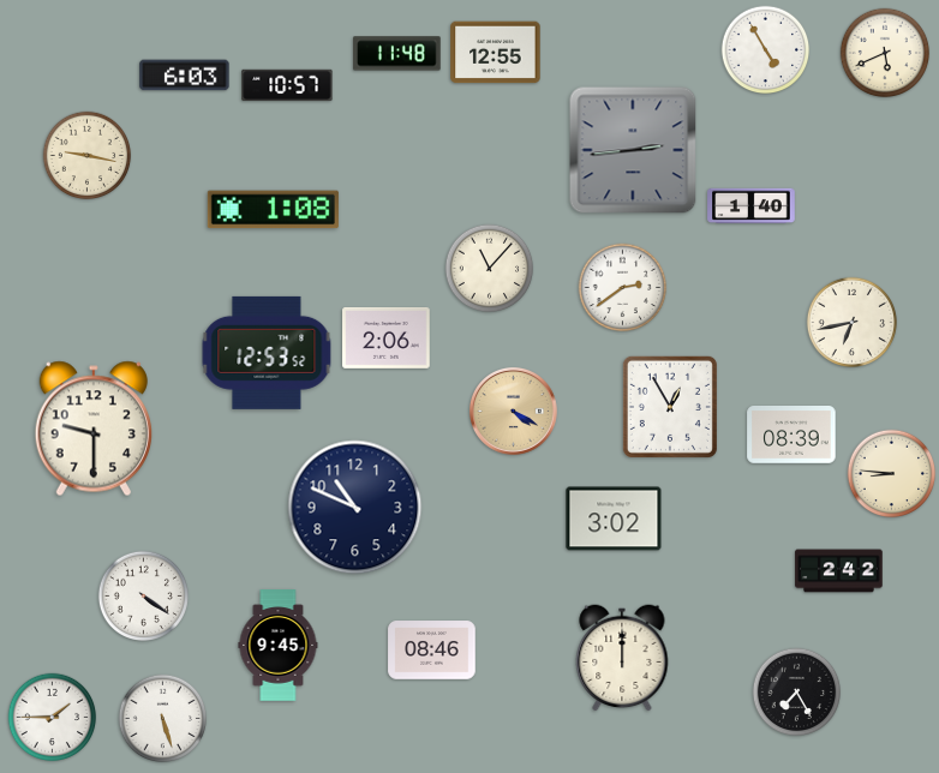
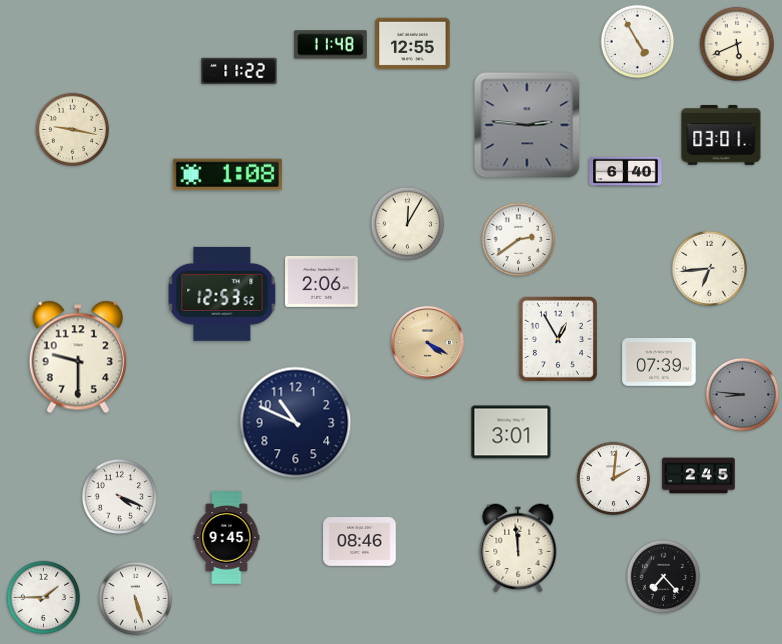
clock at (185, 76): 6:03 -> none
clock at (287, 85): 10:57 -> 11:22
clock at (633, 150): 2:44 -> 2:46
clock at (721, 135): none -> 03:01
clock at (752, 206): 1:40 -> 6:40
clock at (490, 269): 11:07 -> 12:05
clock at (851, 322): 6:43 -> 6:44
clock at (791, 436): 08:39 -> 07:39
clock at (892, 474) dial: cream -> grey
clock at (614, 519): 3:02 -> 3:01
clock at (839, 571): 2:42 -> 2:45
clock at (614, 479): none -> 2:01
clock at (143, 595): 4:21 -> 4:19
clock at (279, 646) position: (279, 646) -> (227, 538)
clock at (622, 658): 12:00 -> 11:59
clock at (797, 693): 7:25 -> 7:23
